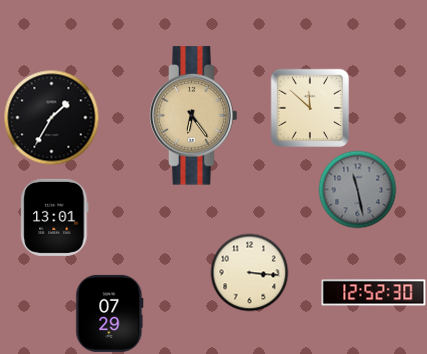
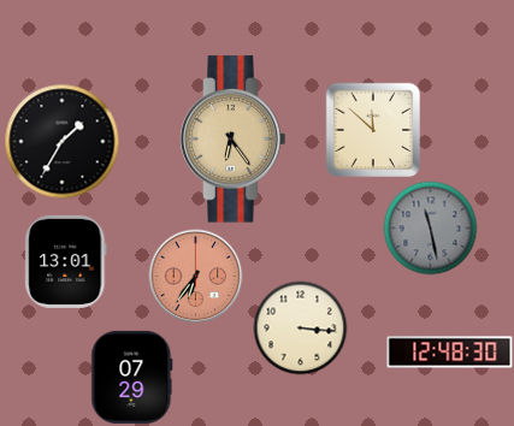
clock at (195, 276): none -> 6:36
clock at (374, 293): 12:52 -> 12:48
